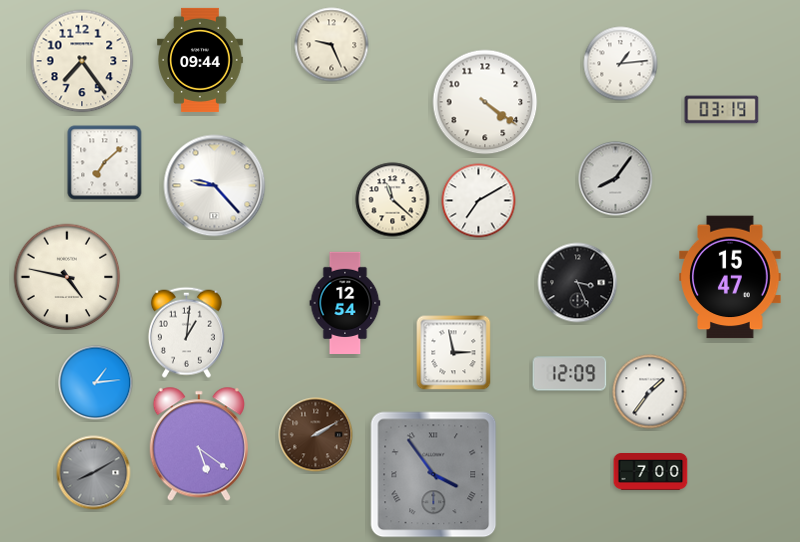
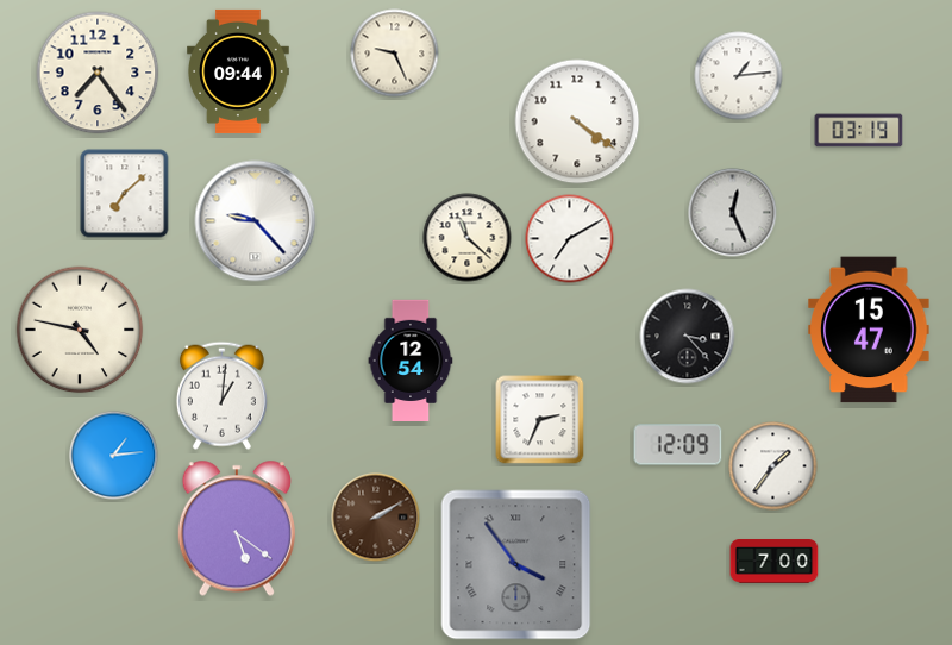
clock at (616, 179): 8:06 -> 12:26
clock at (578, 283): 3:26 -> 3:23
clock at (454, 353): 2:58 -> 2:34
clock at (94, 473): 8:10 -> none
